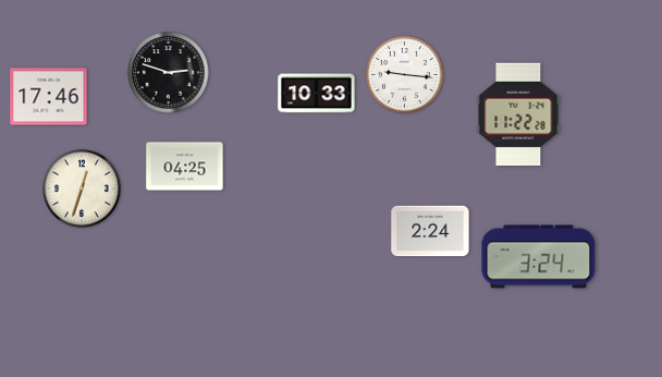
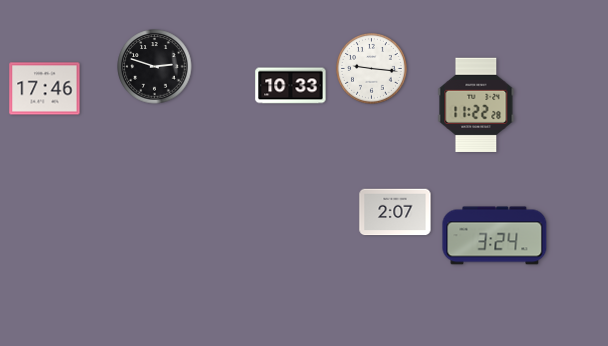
clock at (185, 167): 04:25 -> none
clock at (82, 188): 12:33 -> none
clock at (430, 231): 2:24 -> 2:07
